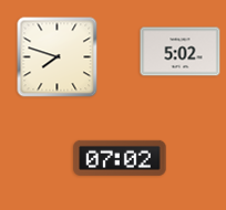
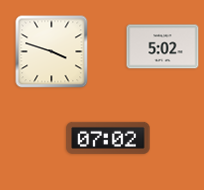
clock at (58, 57): 7:48 -> 3:48
clock at (120, 158) position: (120, 158) -> (108, 138)
